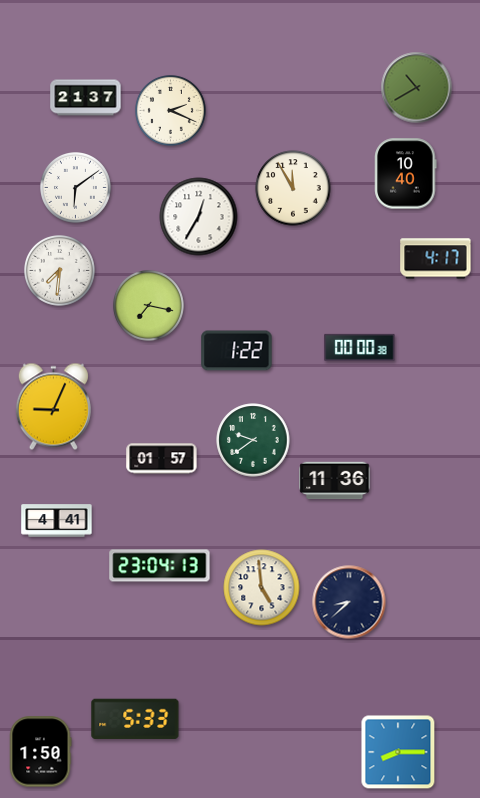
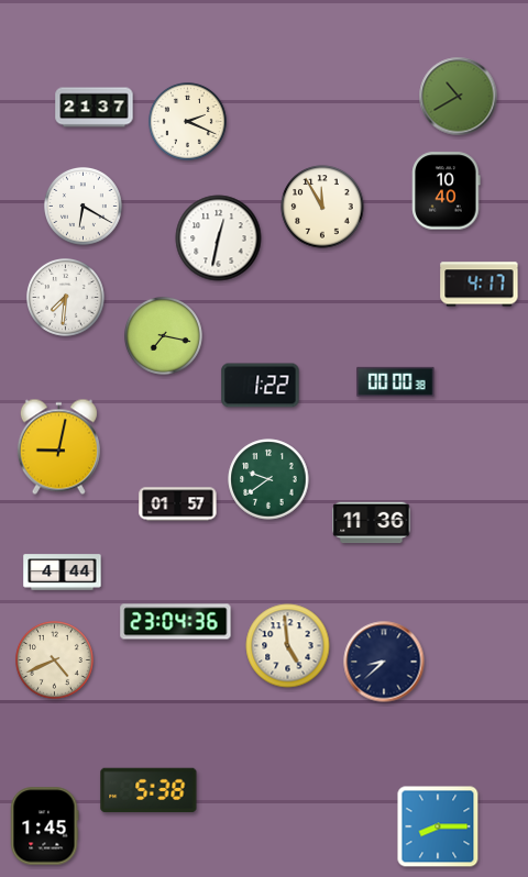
clock at (76, 188): 6:09 -> 6:20
clock at (199, 217): 12:35 -> 12:32
clock at (53, 407): 9:04 -> 9:02
clock at (253, 440) position: (253, 440) -> (268, 479)
clock at (335, 481) position: (335, 481) -> (372, 523)
clock at (57, 521): 4:41 -> 4:44
clock at (160, 566): 23:04:13 -> 23:04:36
clock at (55, 660): none -> 4:41
clock at (135, 719): 5:33 -> 5:38
clock at (40, 752): 1:50 -> 1:45
